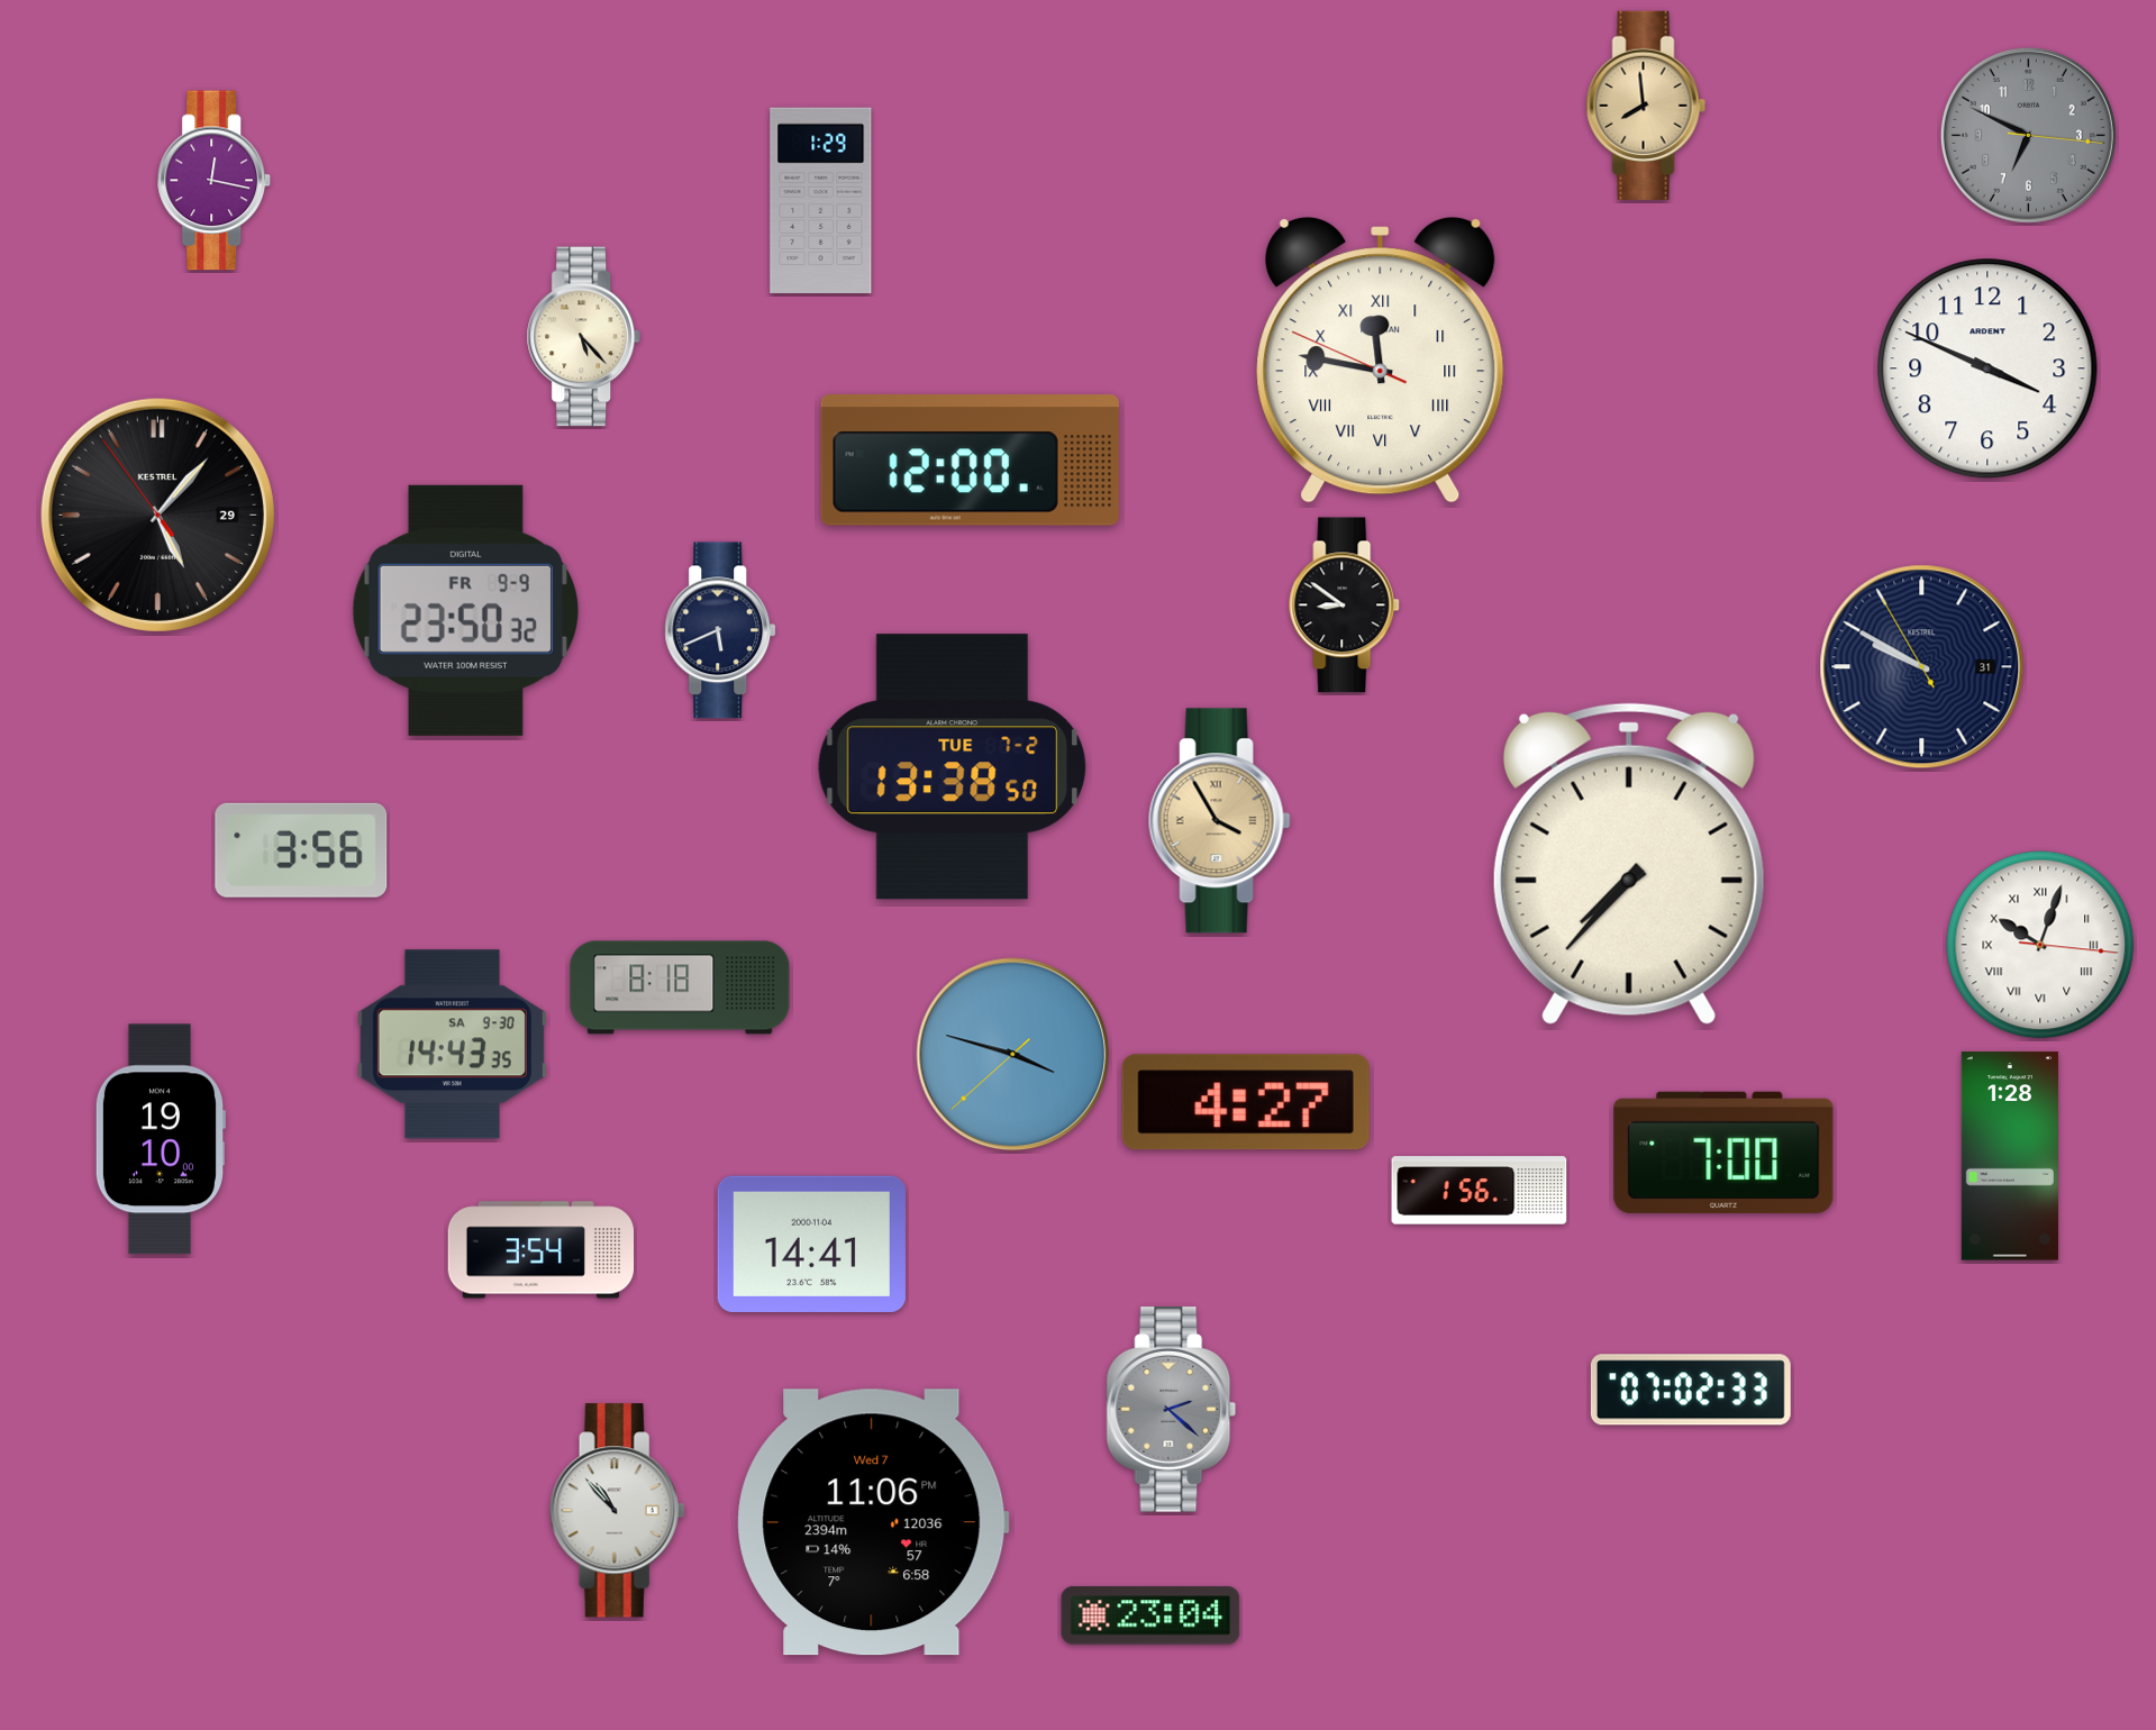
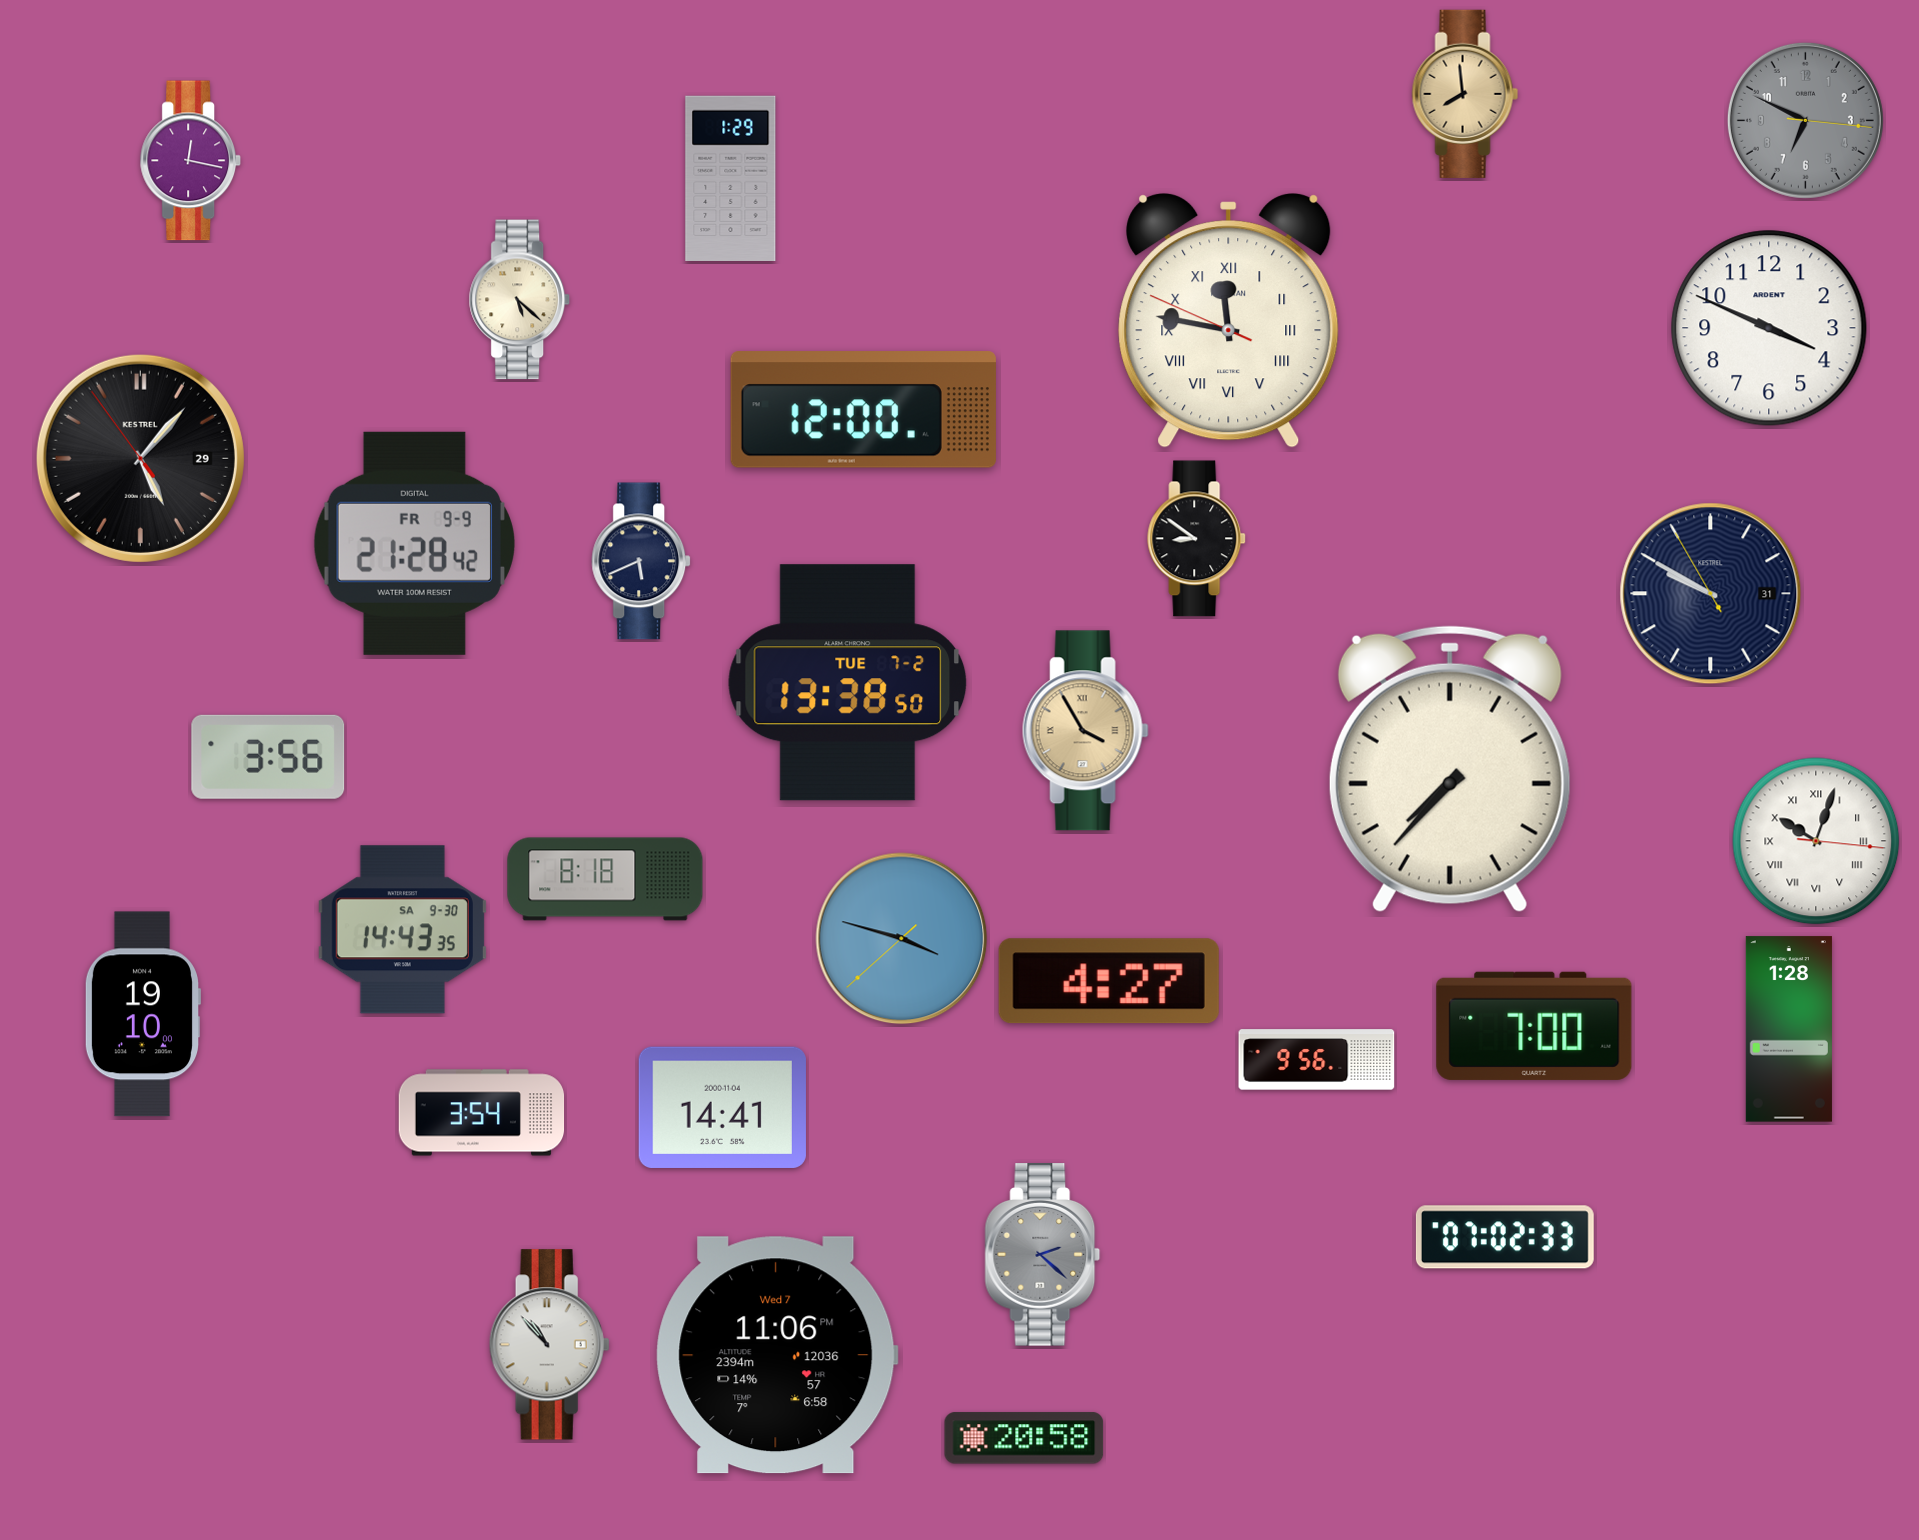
clock at (583, 337): 5:23 -> 5:22
clock at (465, 610): 23:50 -> 21:28
clock at (1480, 1191): 1:56 -> 9:56
clock at (1150, 1615): 23:04 -> 20:58
